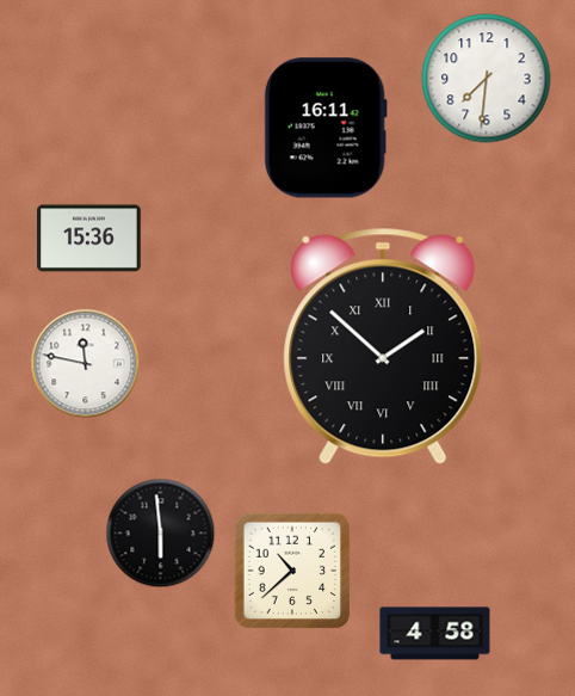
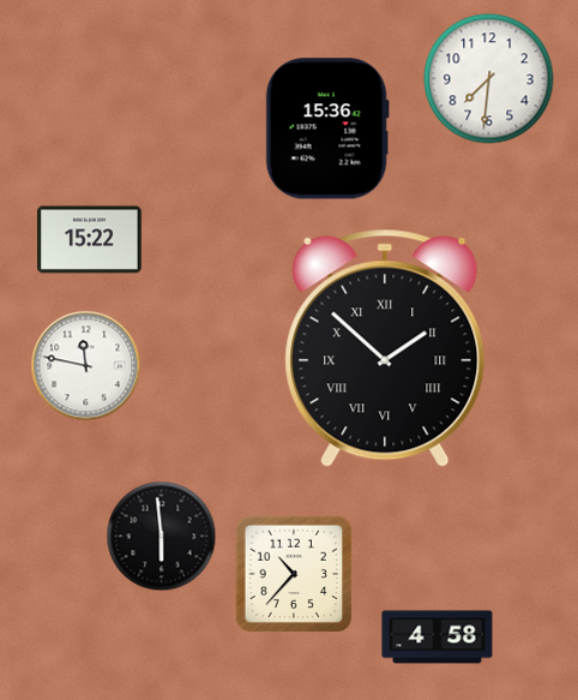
clock at (326, 128): 16:11 -> 15:36
clock at (89, 239): 15:36 -> 15:22
clock at (292, 571): 10:38 -> 10:37
